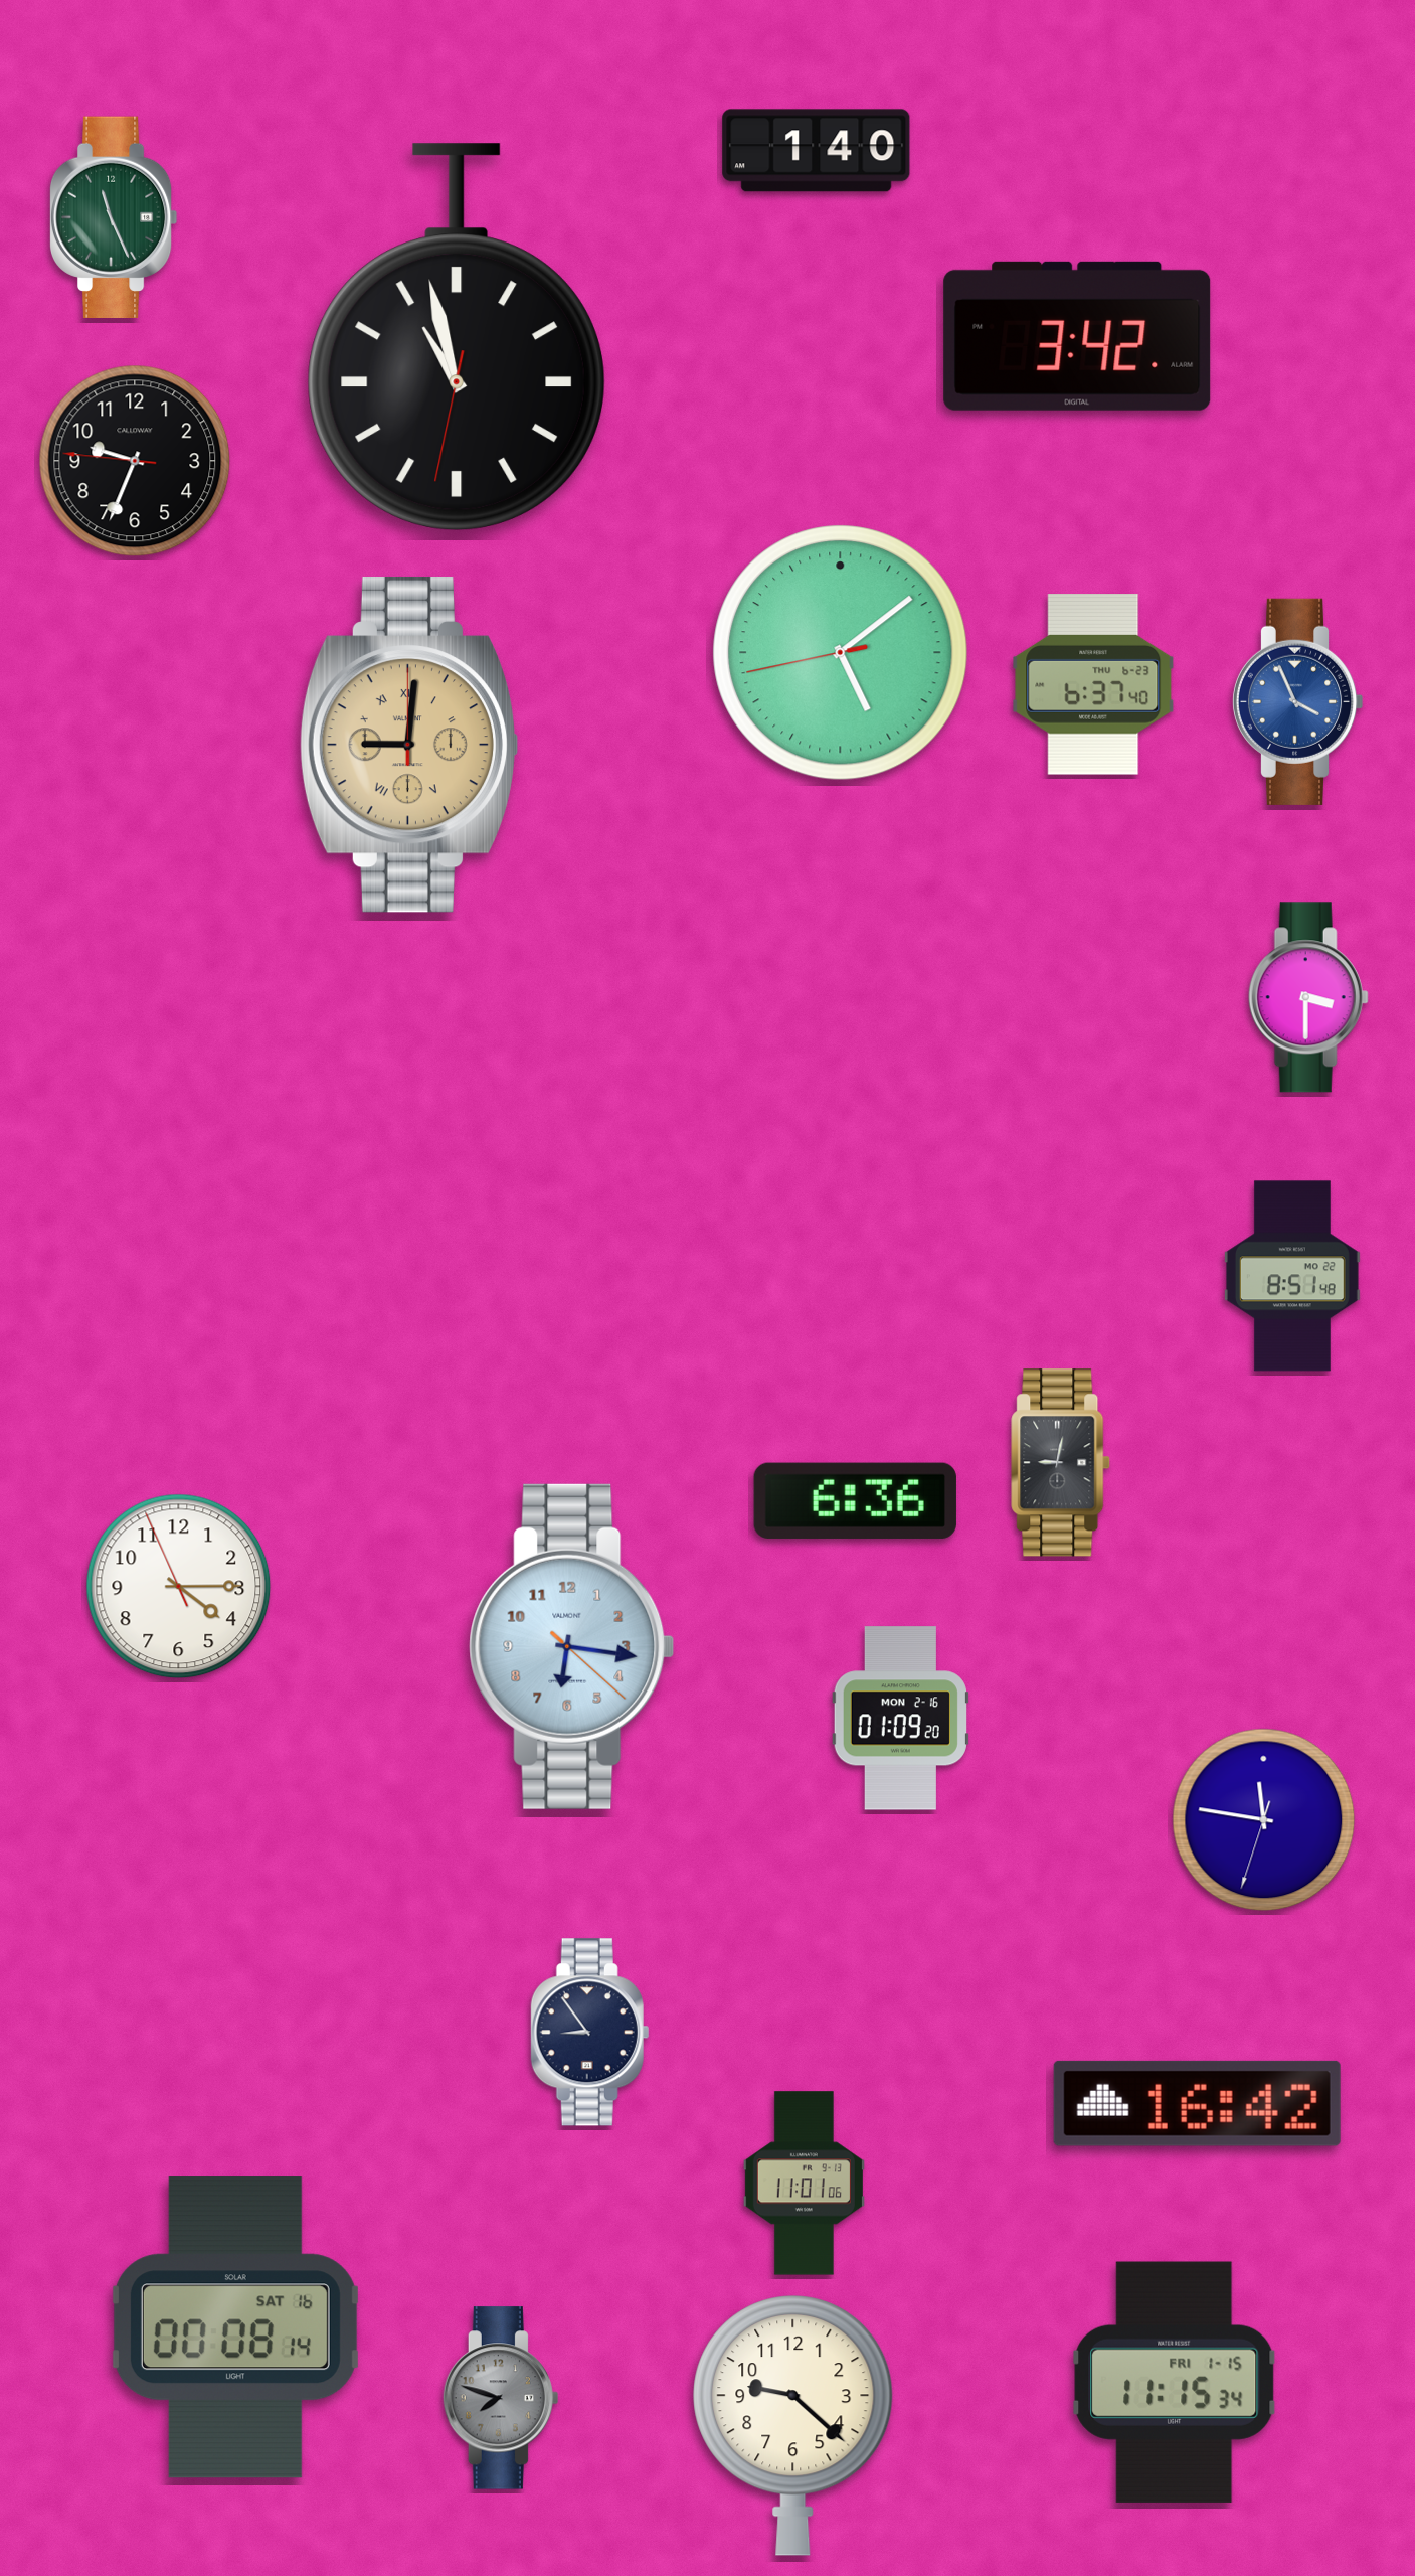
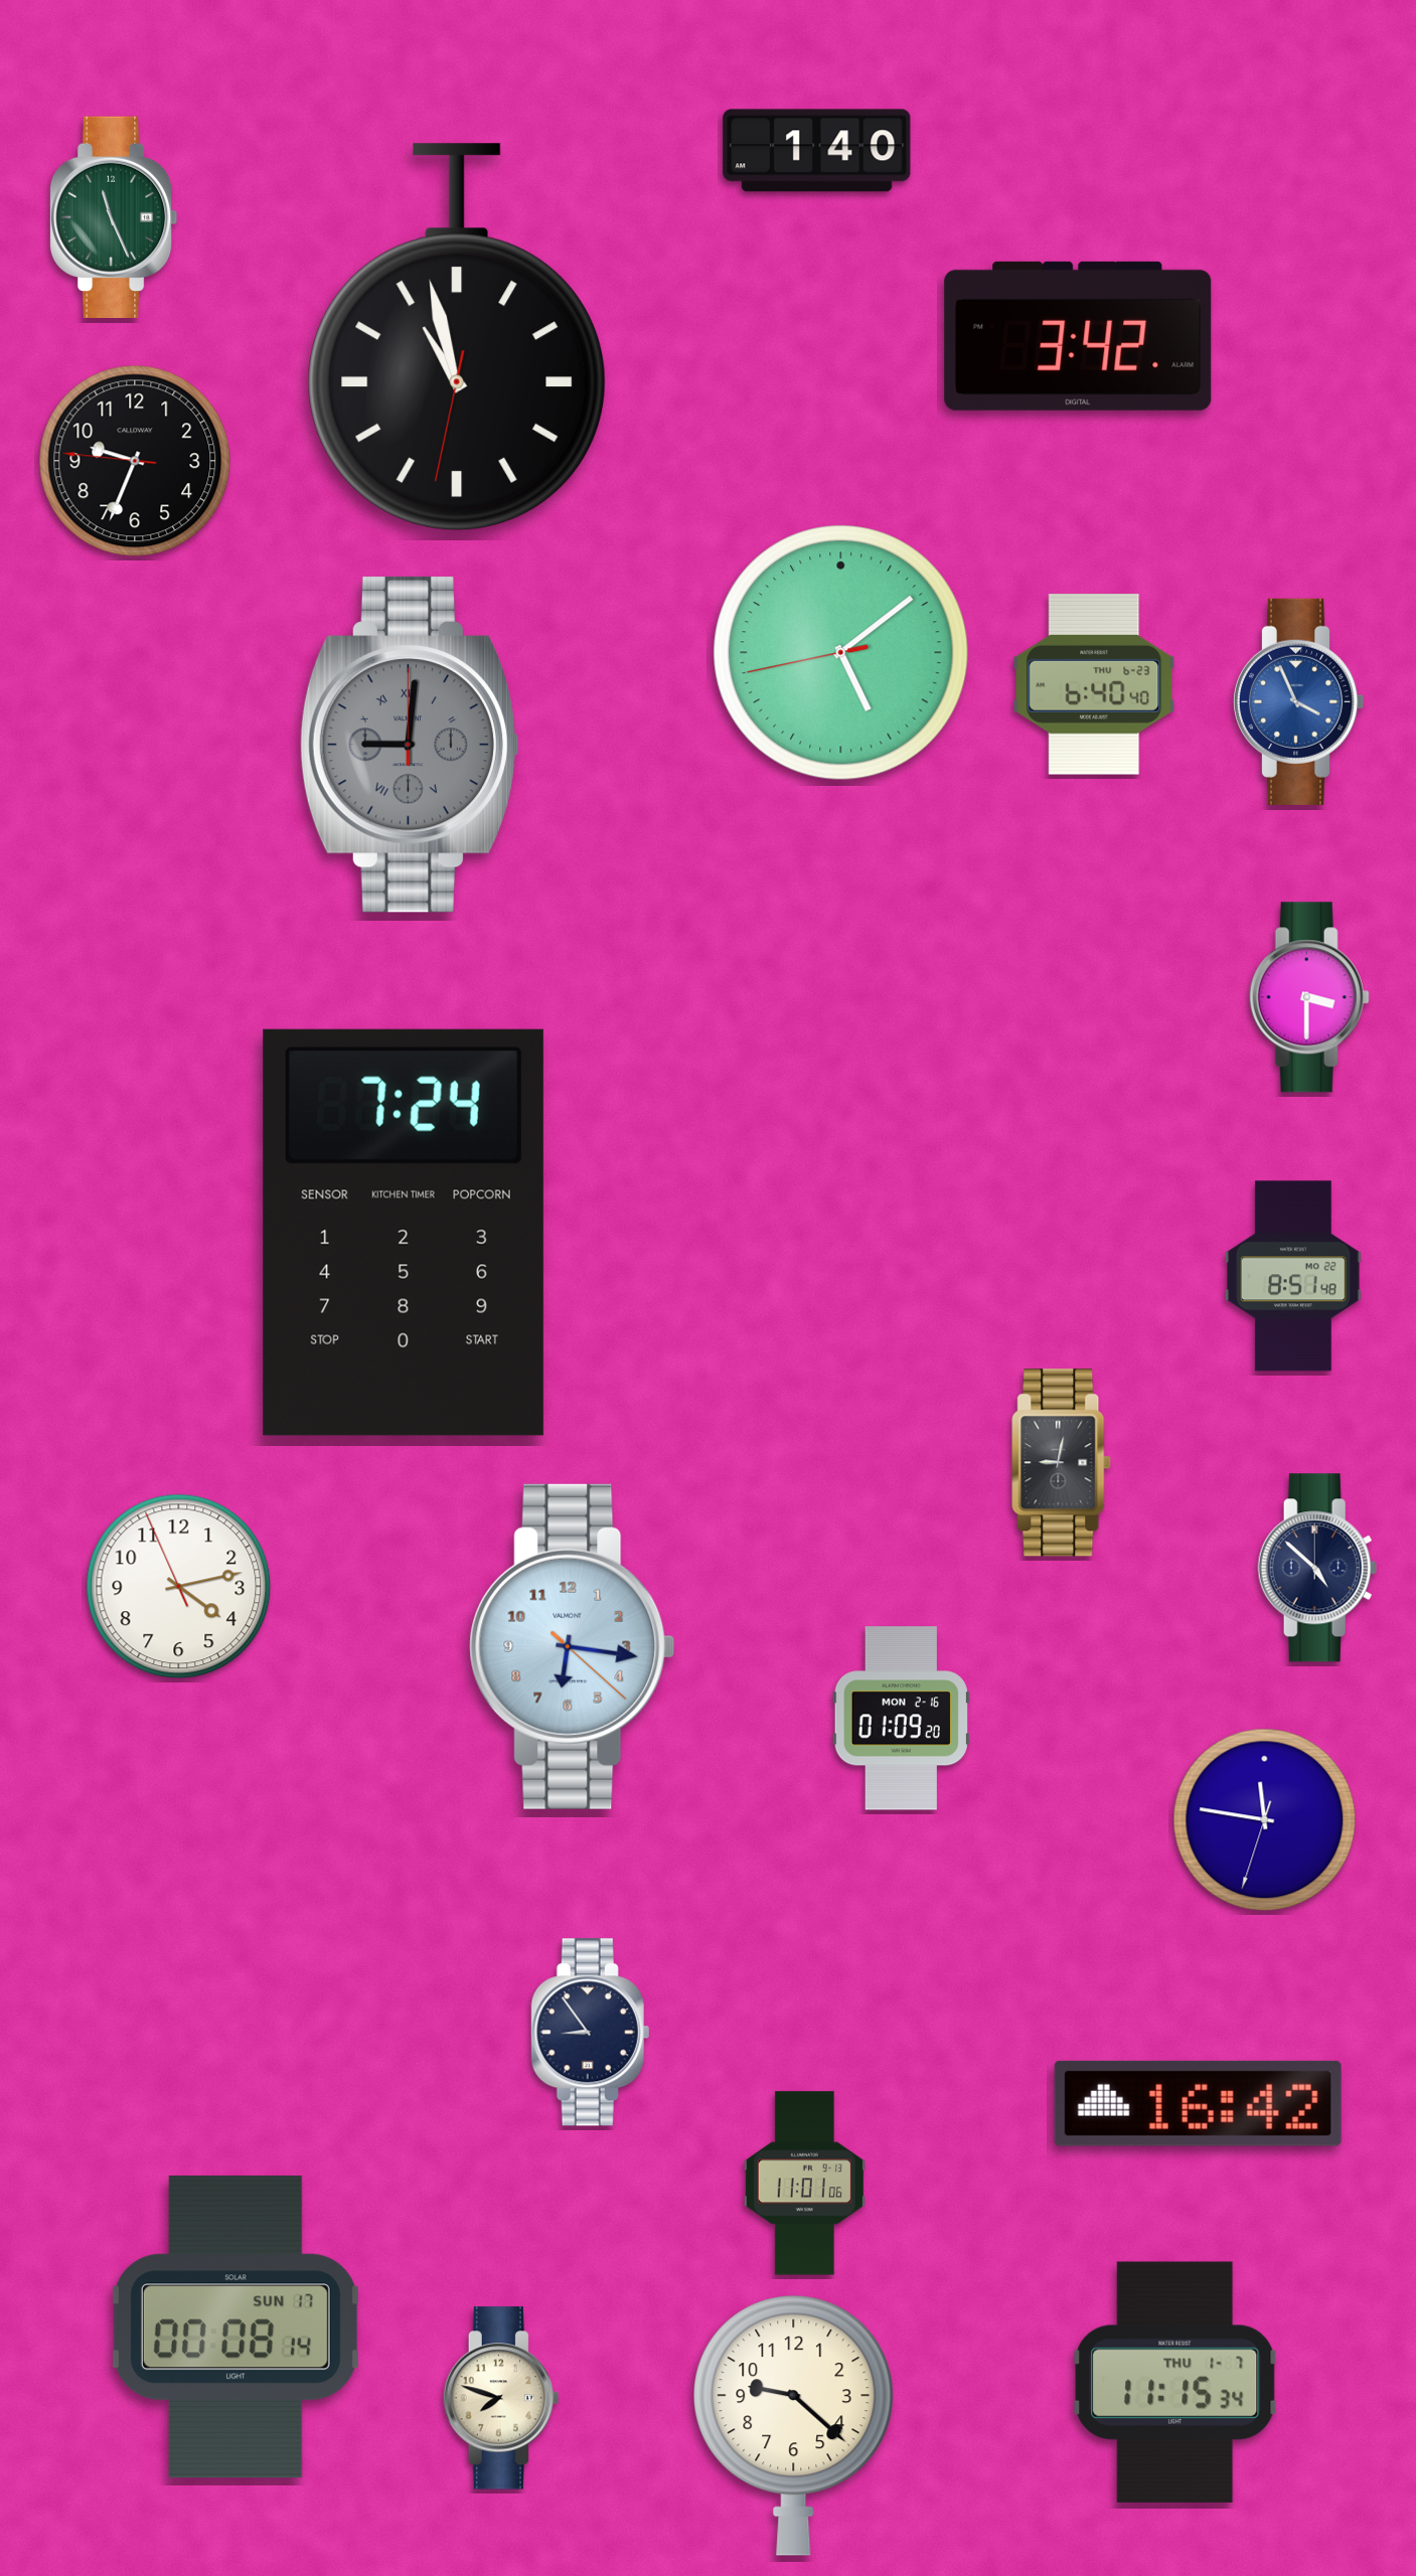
clock at (1093, 684): 6:37 -> 6:40
clock at (408, 745) dial: champagne -> grey
clock at (404, 1233): none -> 7:24
clock at (855, 1500): 6:36 -> none
clock at (1317, 1568): none -> 4:52
clock at (179, 1587): 4:14 -> 4:12
clock at (235, 2327) date: SAT 16 -> SUN 17
clock at (1175, 2382) date: FRI 1-15 -> THU 1-7
clock at (501, 2398) dial: grey -> cream
